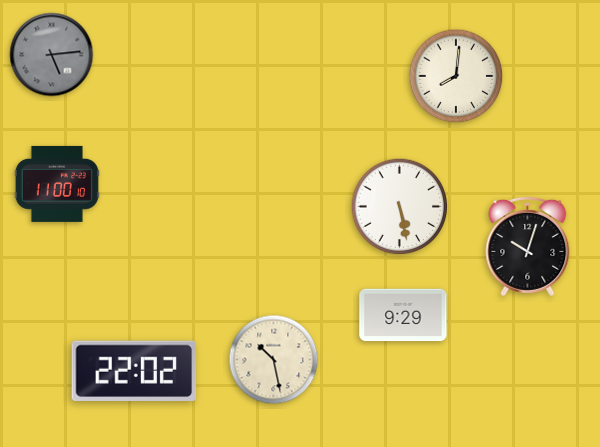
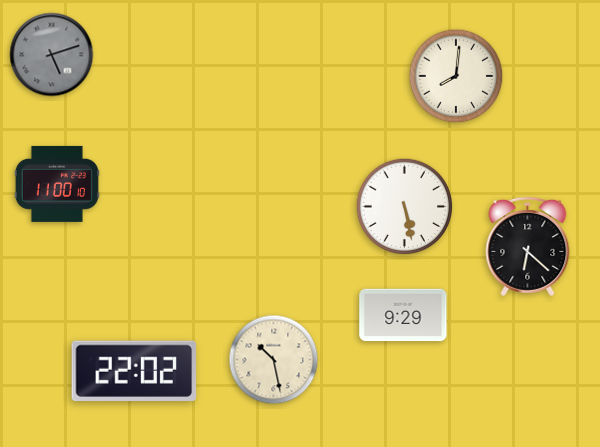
clock at (52, 55): 5:14 -> 5:12
clock at (400, 207) position: (400, 207) -> (405, 207)
clock at (528, 246): 10:03 -> 6:22
